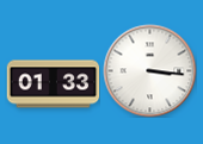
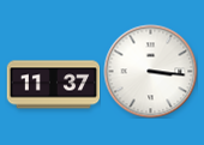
clock at (53, 84): 01:33 -> 11:37
